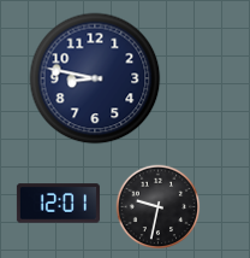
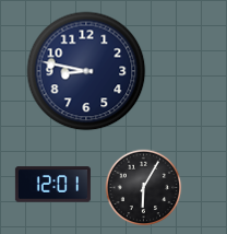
clock at (159, 207): 9:32 -> 6:05
